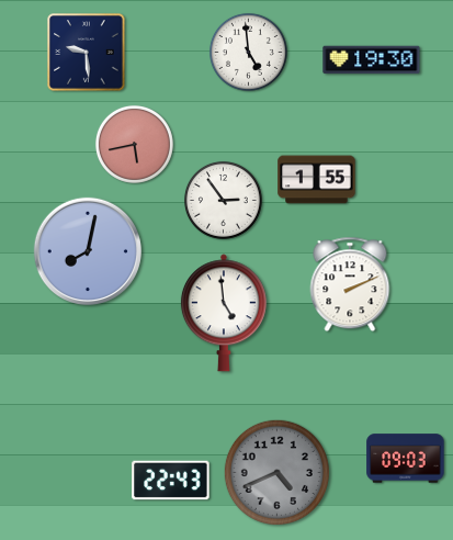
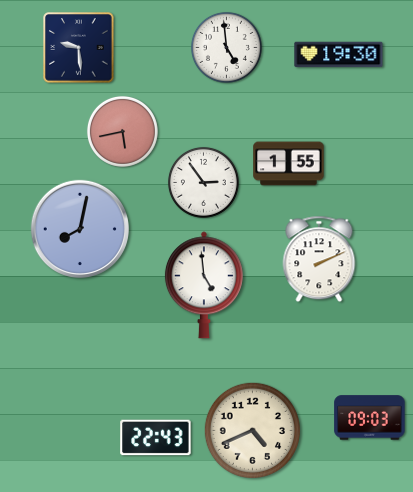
clock at (276, 472) dial: grey -> cream
